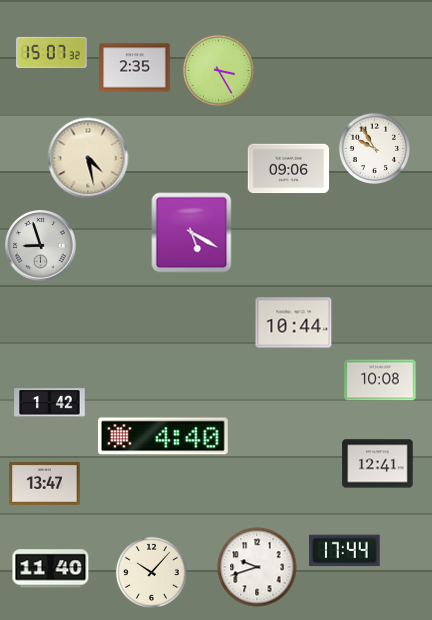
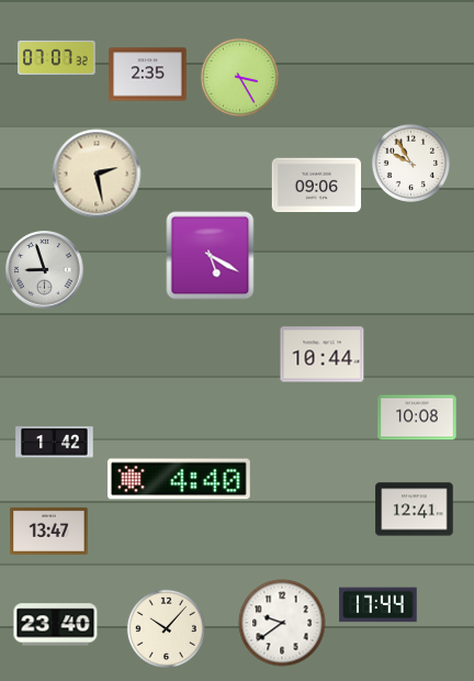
clock at (52, 52): 15:07 -> 07:07
clock at (88, 158): 4:28 -> 2:28
clock at (257, 567): 9:42 -> 9:39
clock at (51, 569): 11:40 -> 23:40
